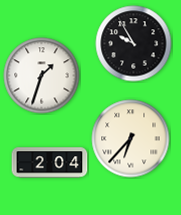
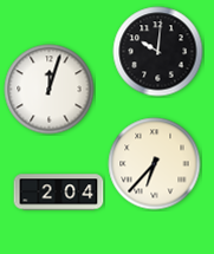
clock at (134, 44): 9:55 -> 10:01
clock at (42, 76): 1:33 -> 12:03
